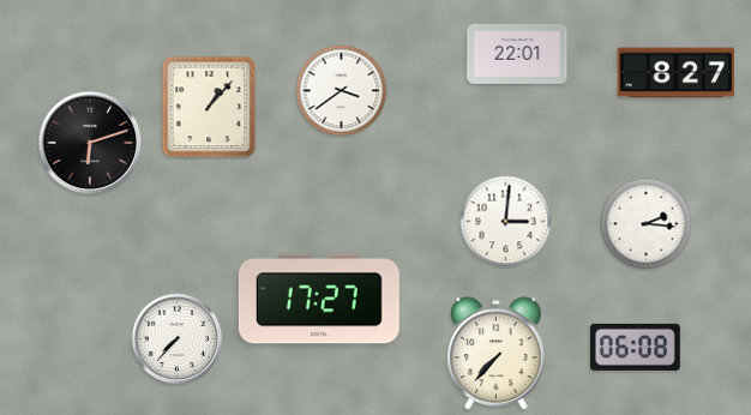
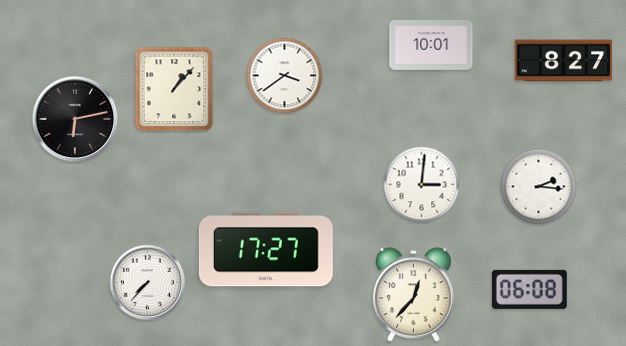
clock at (517, 55): 22:01 -> 10:01
clock at (90, 143): 6:12 -> 6:13
clock at (497, 354): 7:37 -> 12:37
